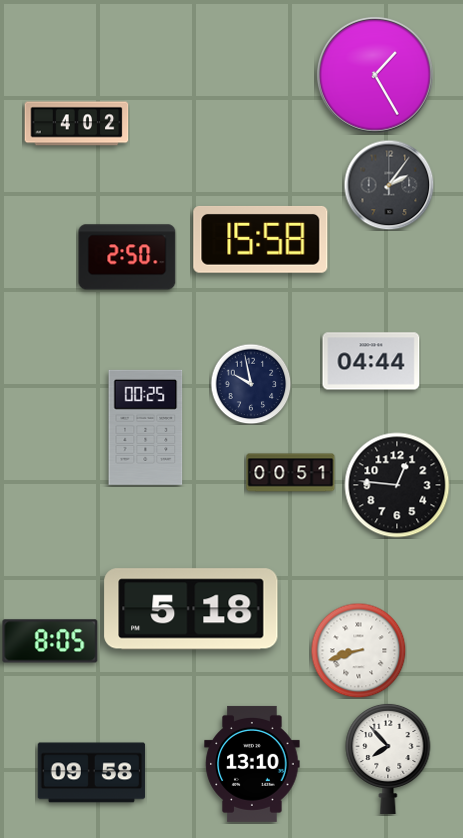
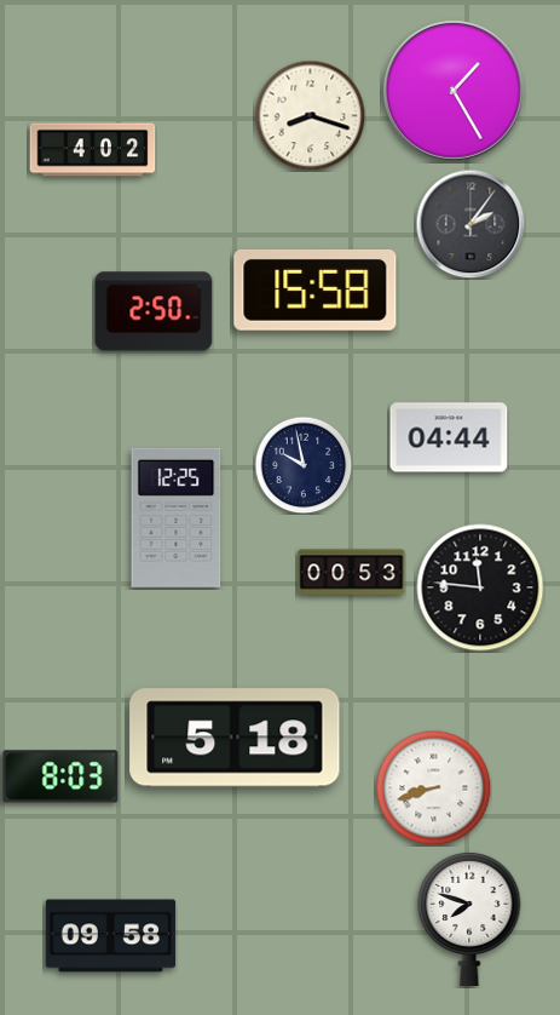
clock at (310, 115): none -> 8:18
clock at (146, 427): 00:25 -> 12:25
clock at (291, 473): 00:51 -> 00:53
clock at (397, 485): 12:46 -> 11:46
clock at (191, 609) position: (191, 609) -> (235, 738)
clock at (50, 641): 8:05 -> 8:03
clock at (388, 758): 7:53 -> 7:48
clock at (252, 764): 13:10 -> none
